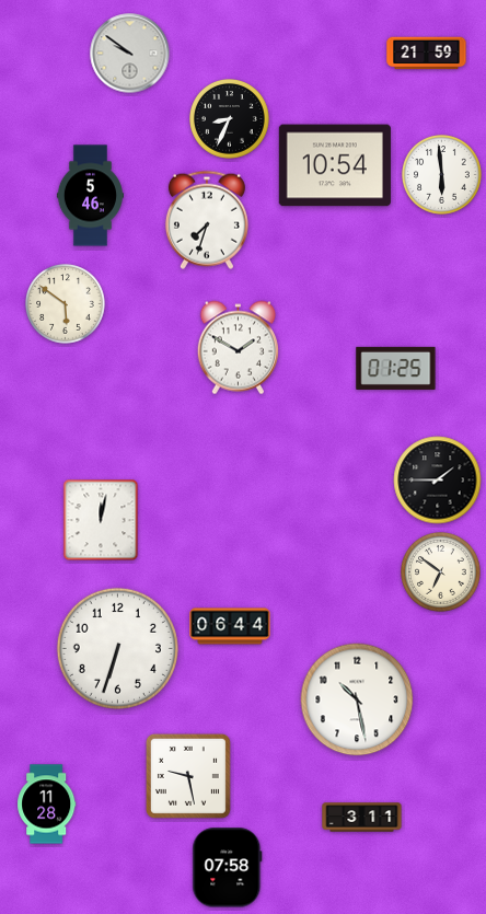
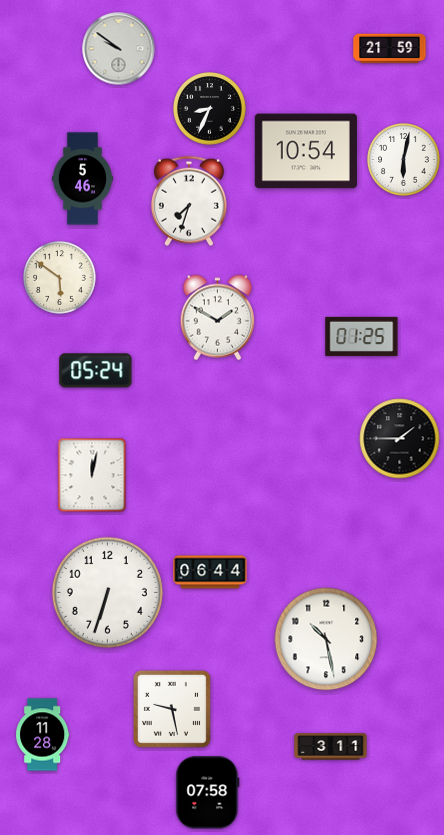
clock at (442, 175): 5:59 -> 6:02
clock at (96, 371): none -> 05:24
clock at (441, 572): 6:51 -> none
